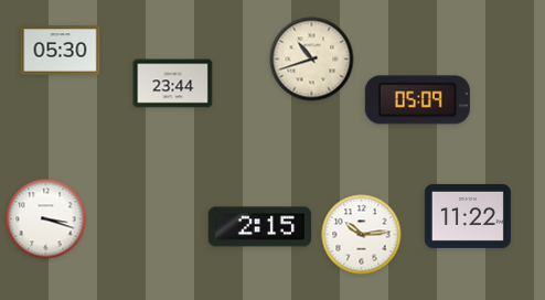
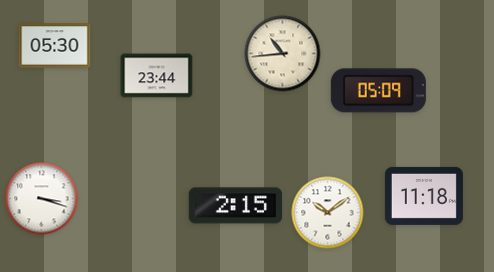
clock at (312, 60): 10:42 -> 10:44
clock at (468, 216): 11:22 -> 11:18
clock at (362, 235): 10:14 -> 10:09
